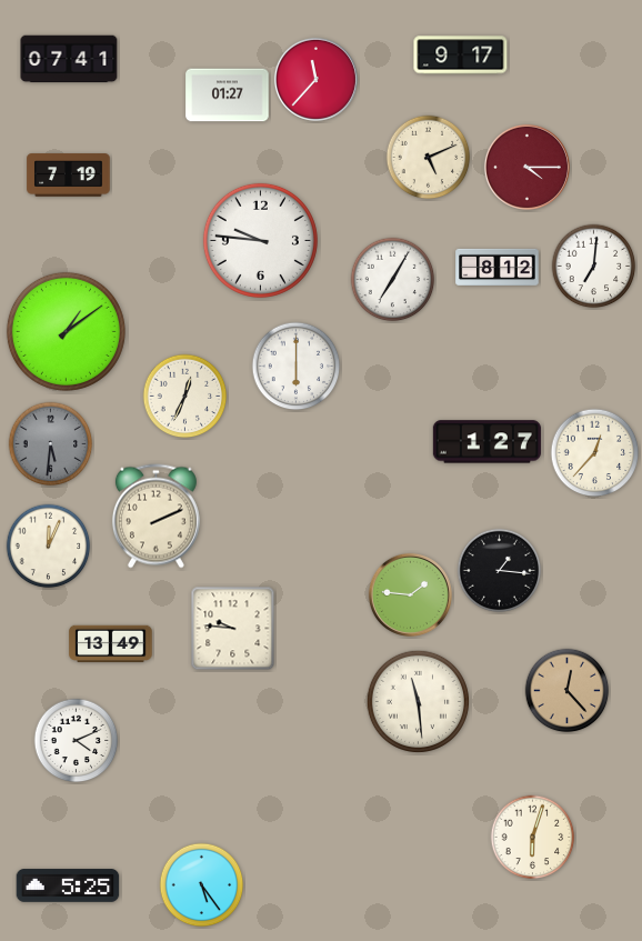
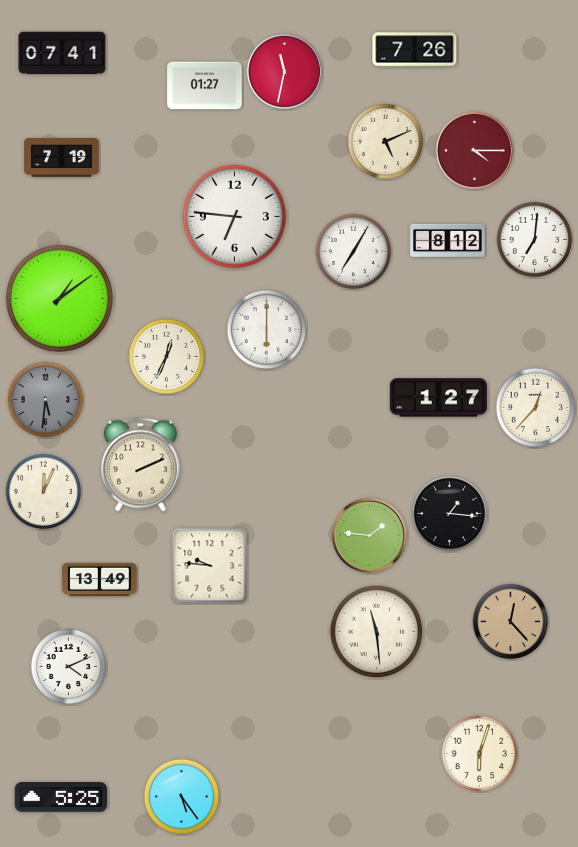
clock at (461, 56): 9:17 -> 7:26
clock at (315, 79): 11:37 -> 11:32
clock at (260, 240): 9:46 -> 6:46
